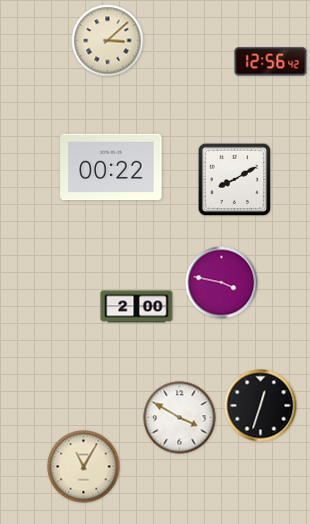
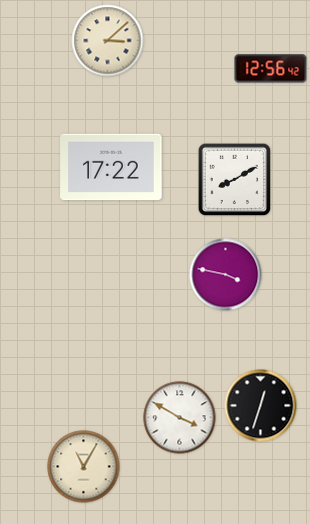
clock at (271, 62) position: (271, 62) -> (271, 69)
clock at (111, 167): 00:22 -> 17:22
clock at (222, 283) position: (222, 283) -> (226, 275)
clock at (137, 307): 2:00 -> none
